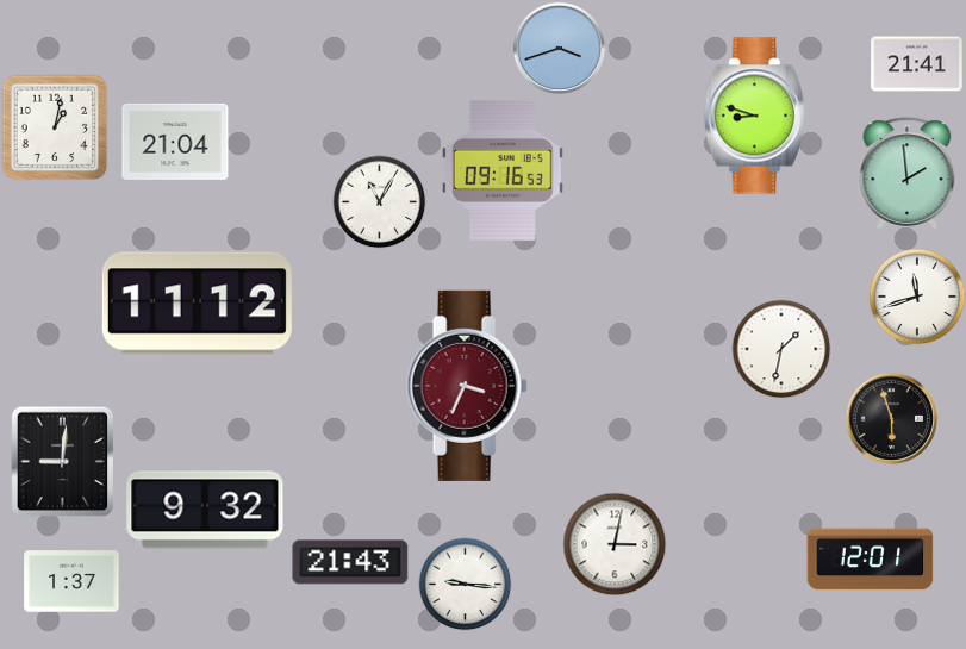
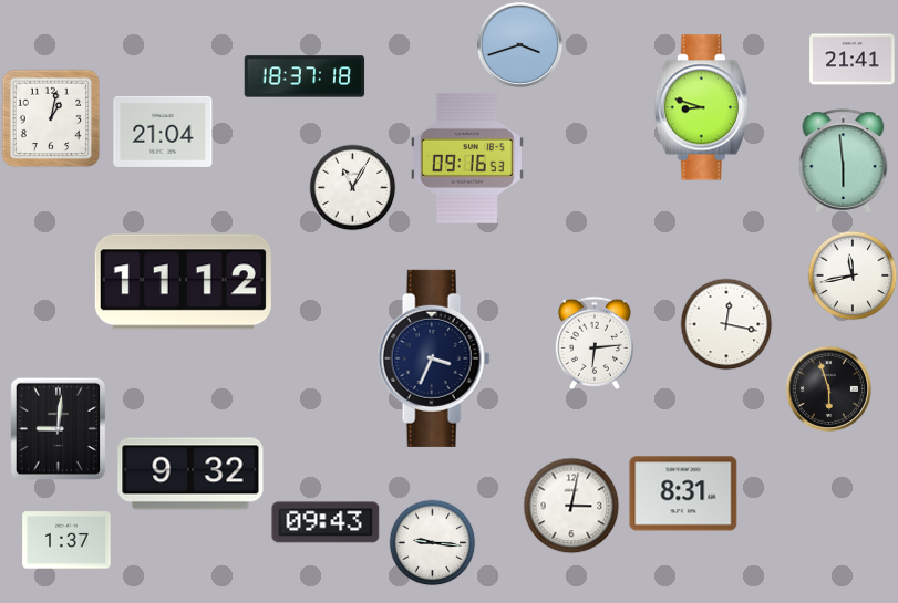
clock at (305, 76): none -> 18:37
clock at (908, 174): 1:59 -> 5:59
clock at (917, 297): 11:42 -> 11:43
clock at (781, 349): 1:32 -> 12:17
clock at (595, 343): none -> 6:14
clock at (467, 386) dial: burgundy -> navy
clock at (683, 493): none -> 8:31
clock at (871, 560): 12:01 -> none
clock at (350, 562): 21:43 -> 09:43
